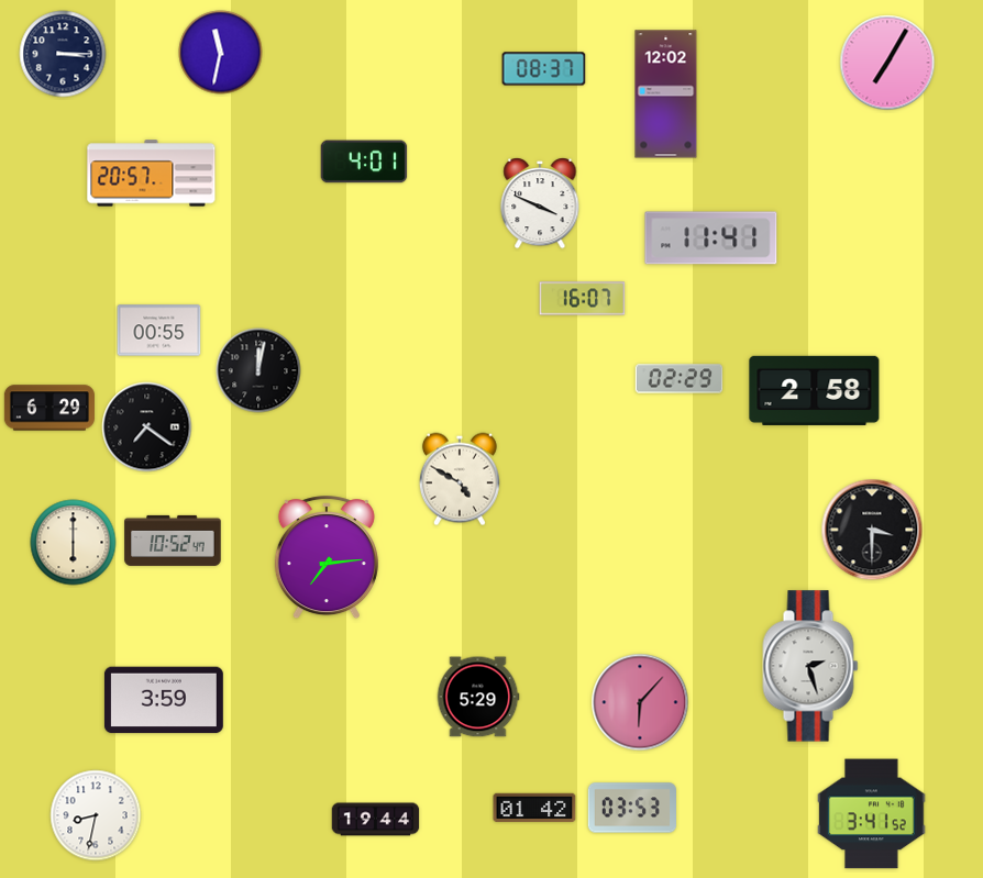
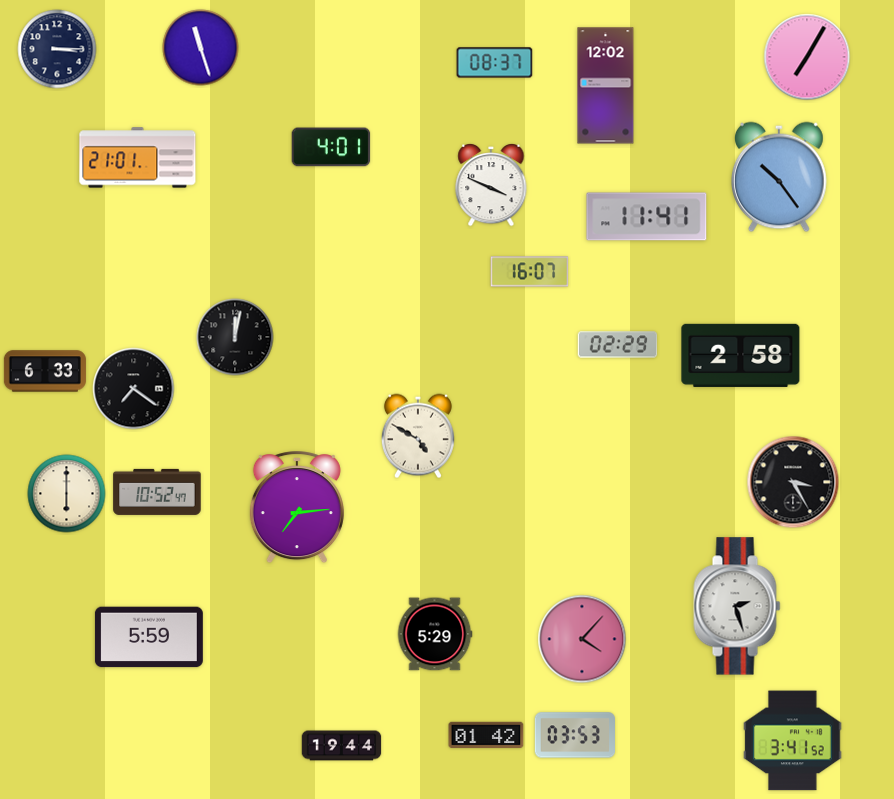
clock at (221, 53): 11:32 -> 11:27
clock at (152, 174): 20:57 -> 21:01
clock at (779, 177): none -> 10:24
clock at (159, 331): 00:55 -> none
clock at (49, 408): 6:29 -> 6:33
clock at (872, 530): 3:30 -> 3:25
clock at (164, 700): 3:59 -> 5:59
clock at (640, 702): 6:07 -> 4:07
clock at (96, 815): 8:32 -> none
